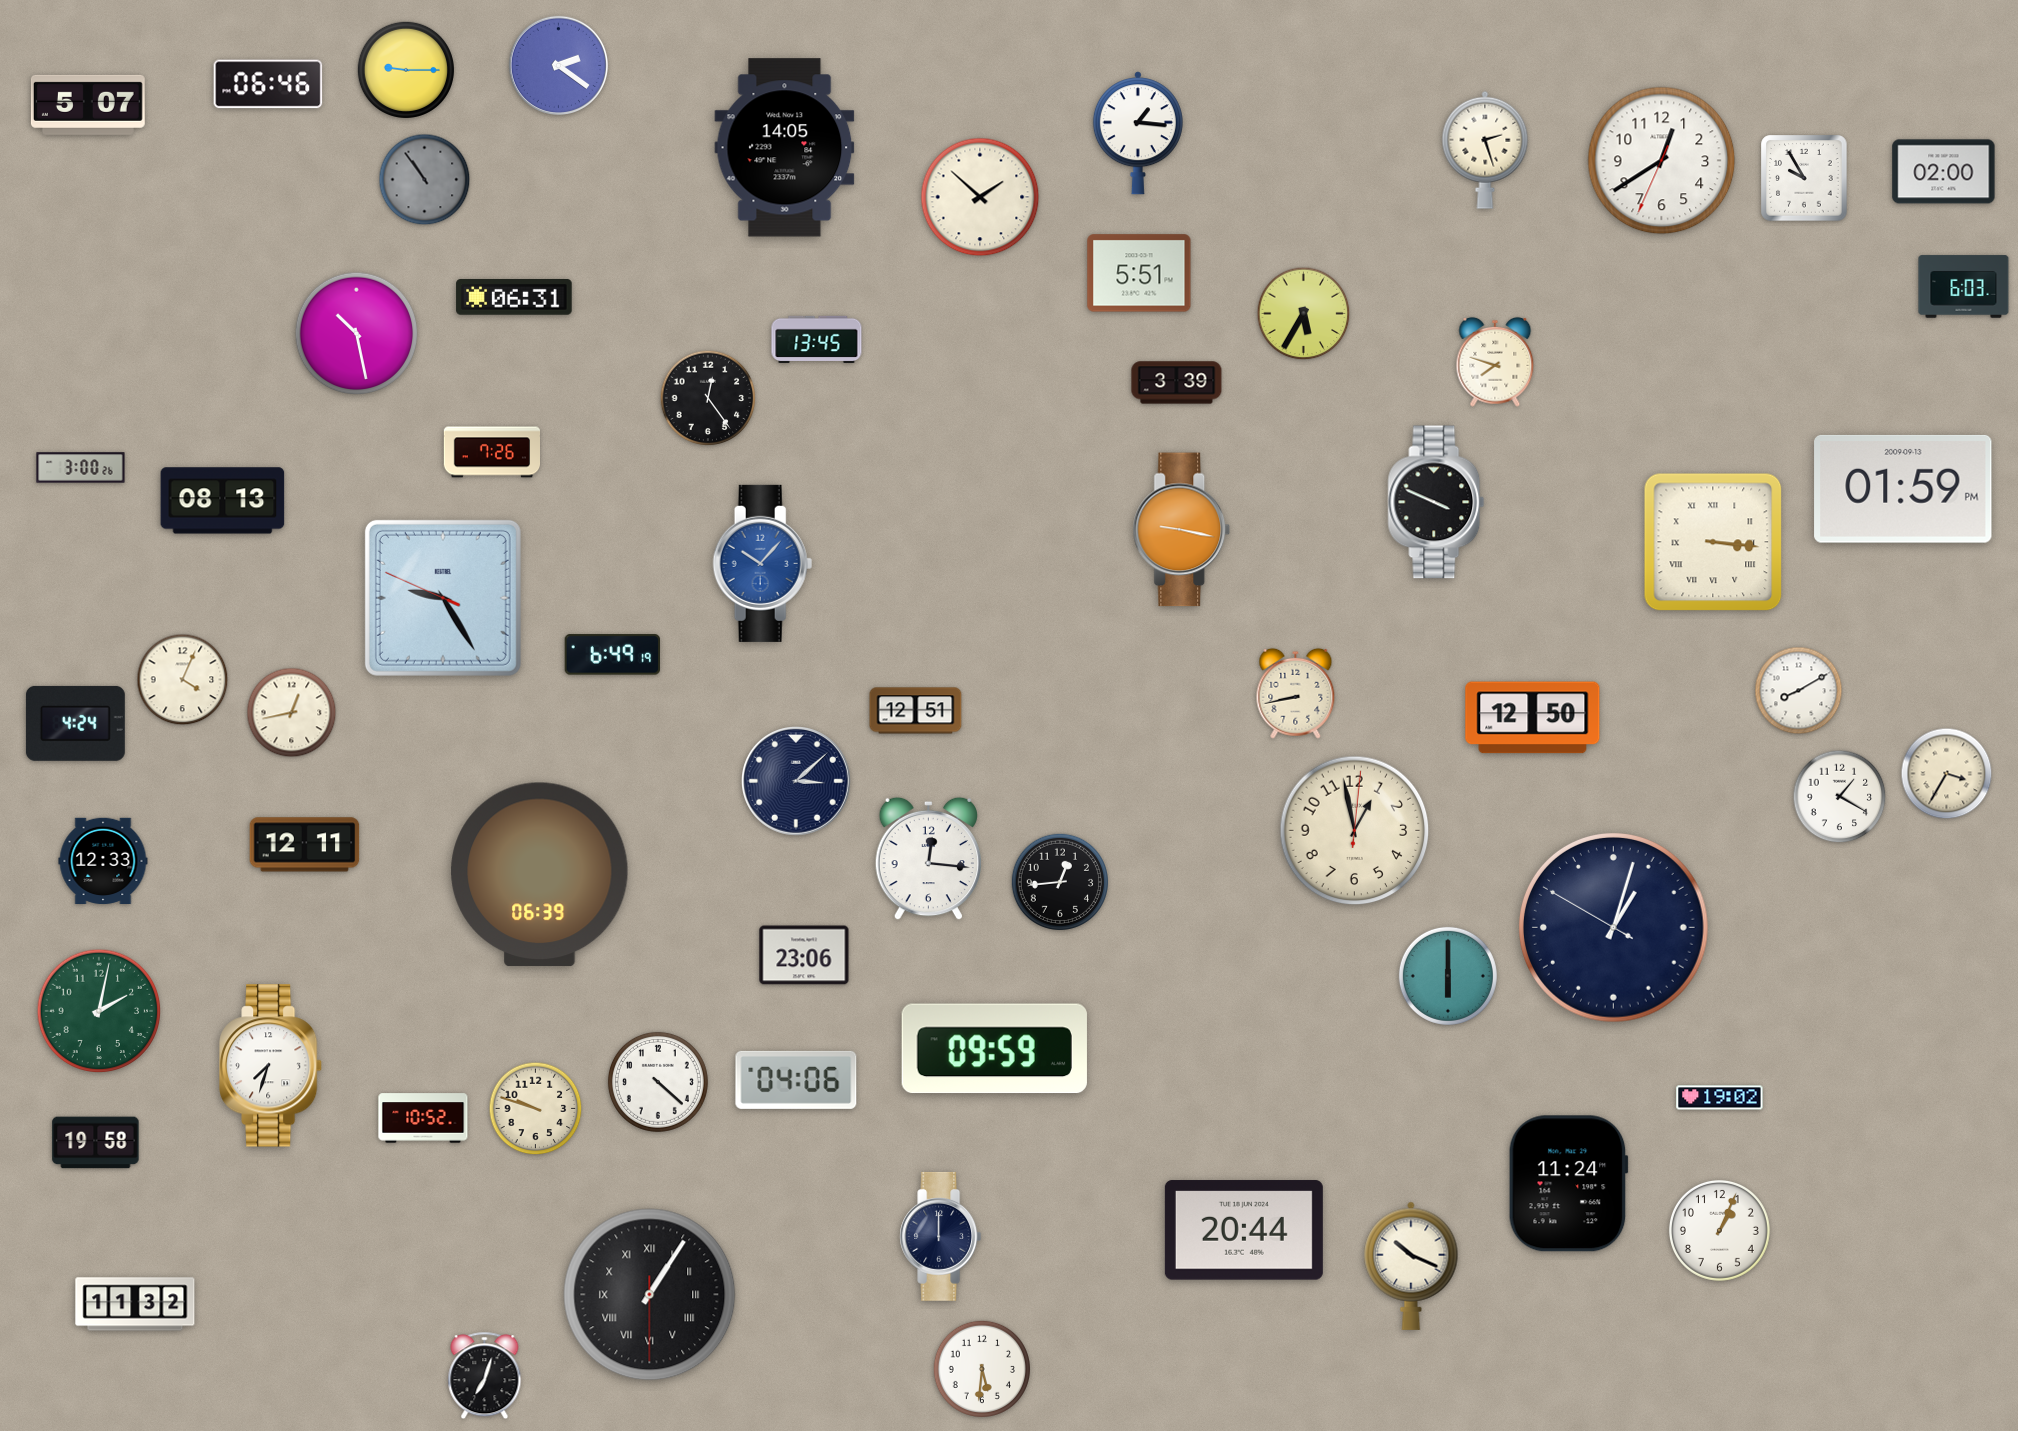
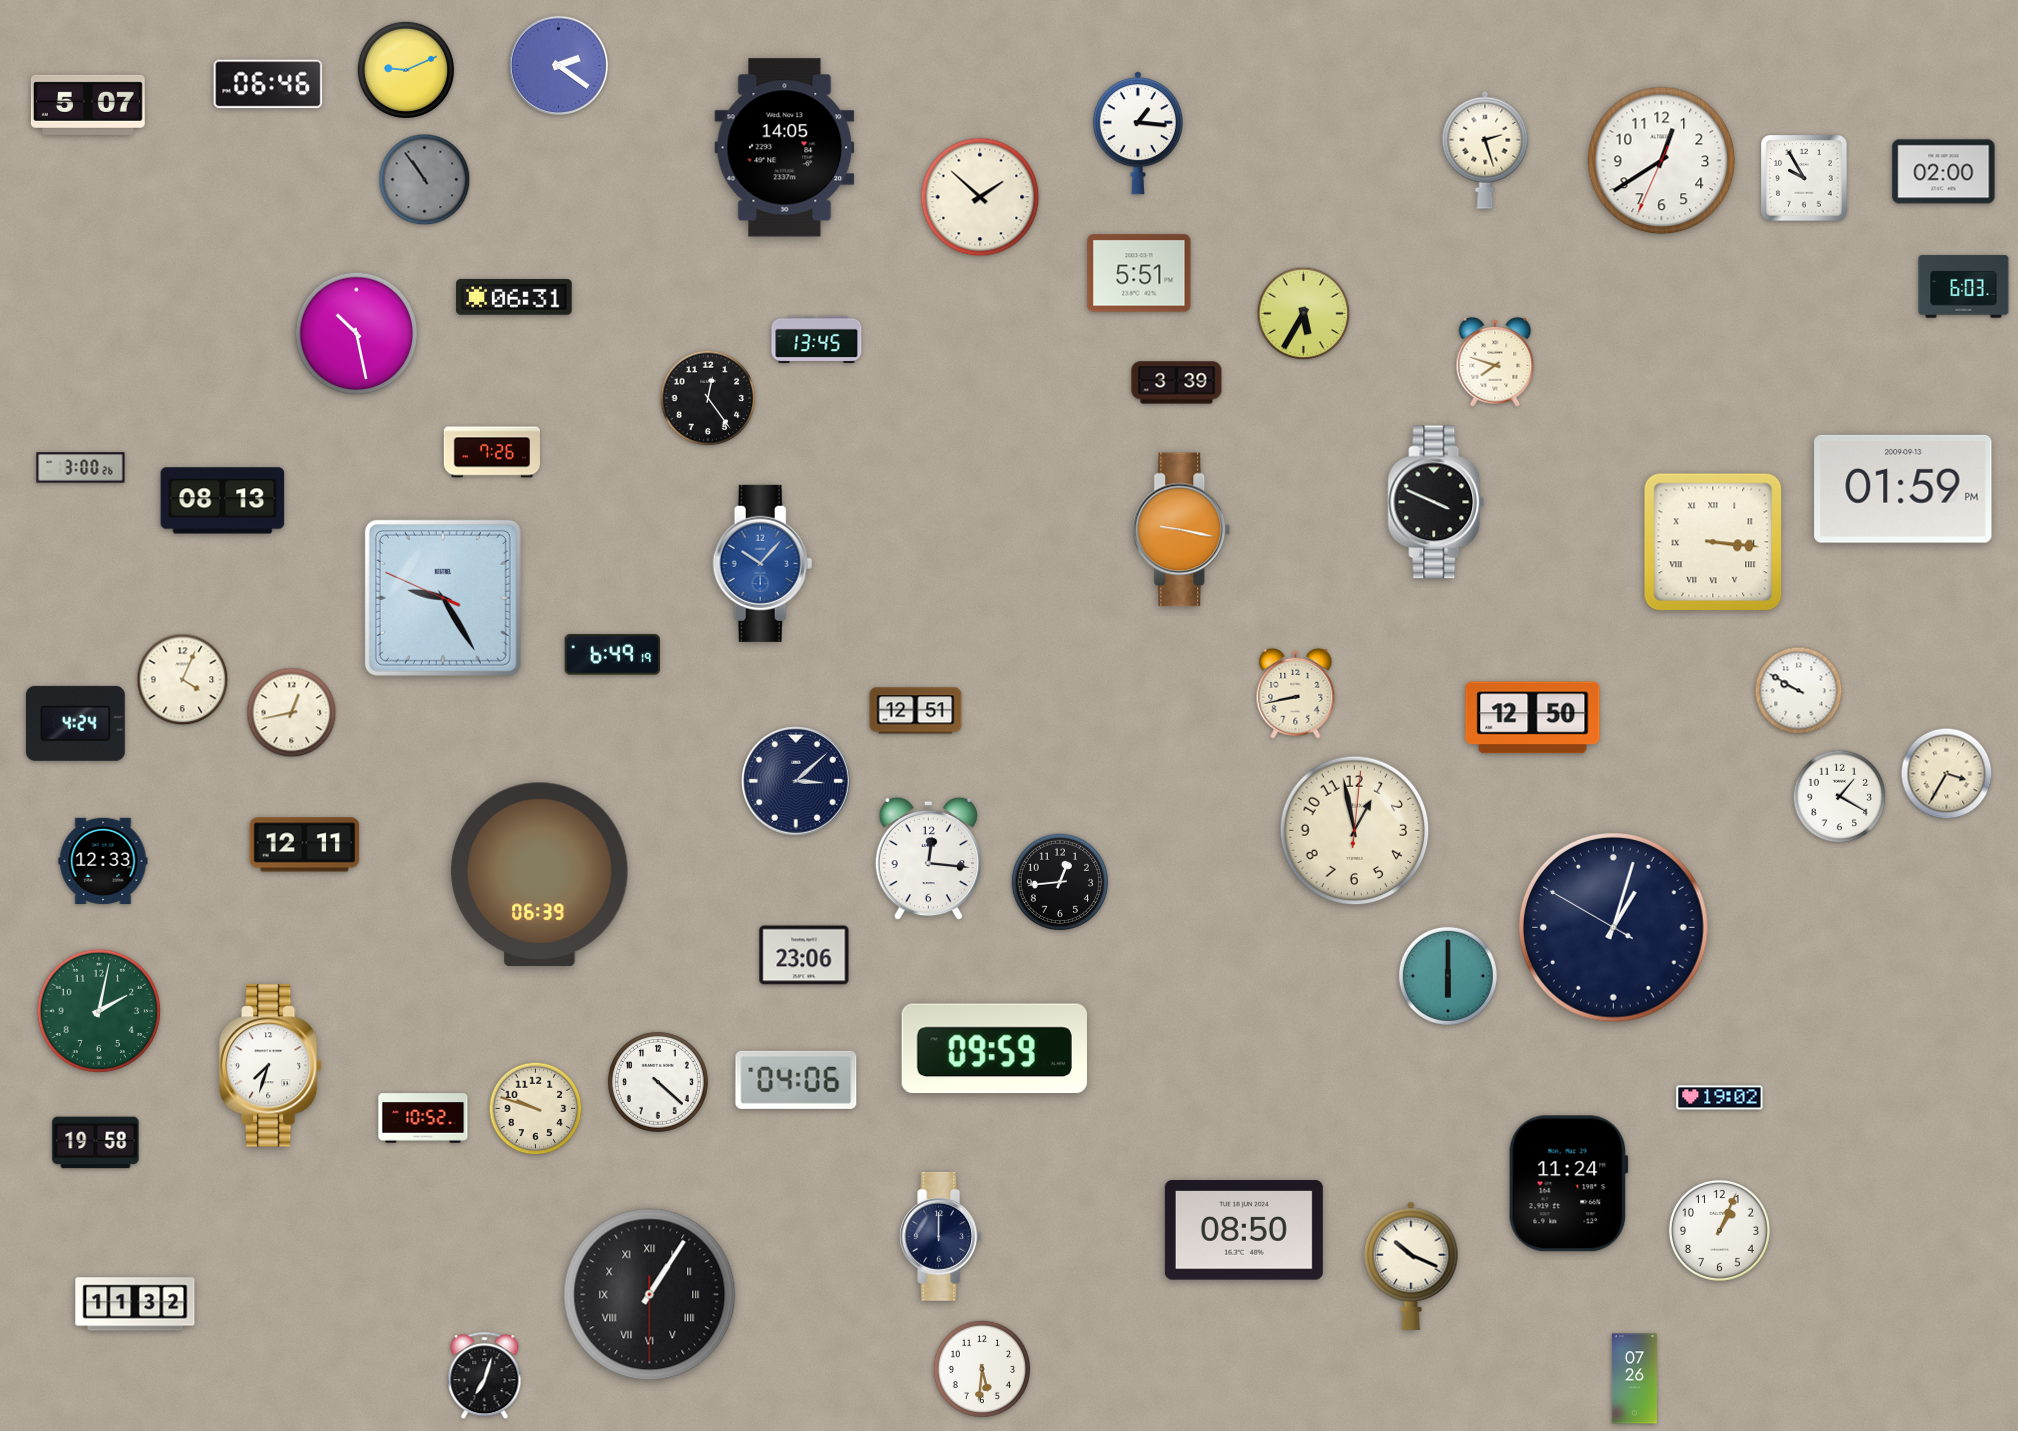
clock at (405, 69): 9:15 -> 9:11
clock at (1799, 691): 8:10 -> 9:50
clock at (1244, 1230): 20:44 -> 08:50
clock at (1634, 1379): none -> 07:26
